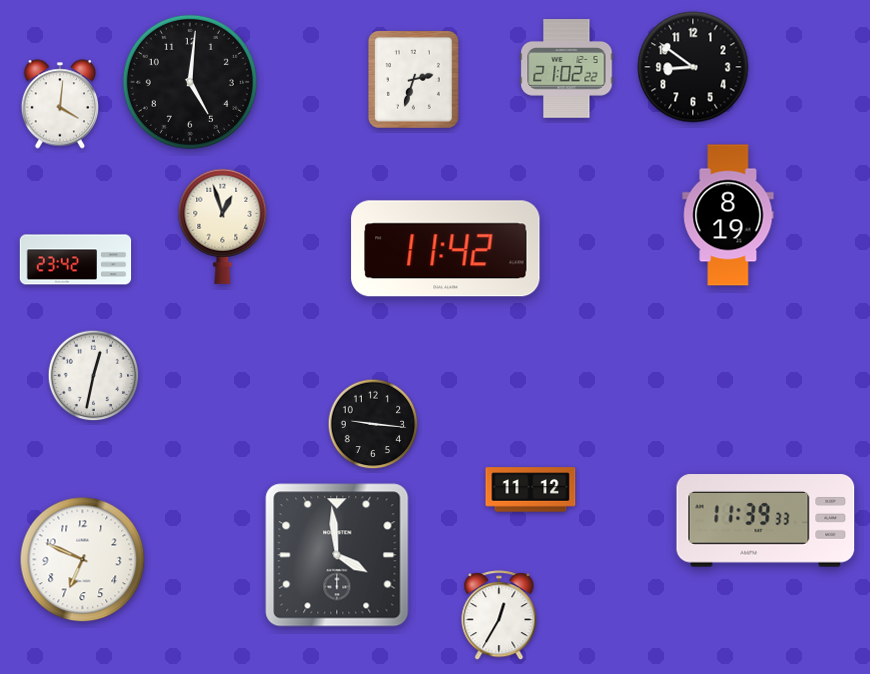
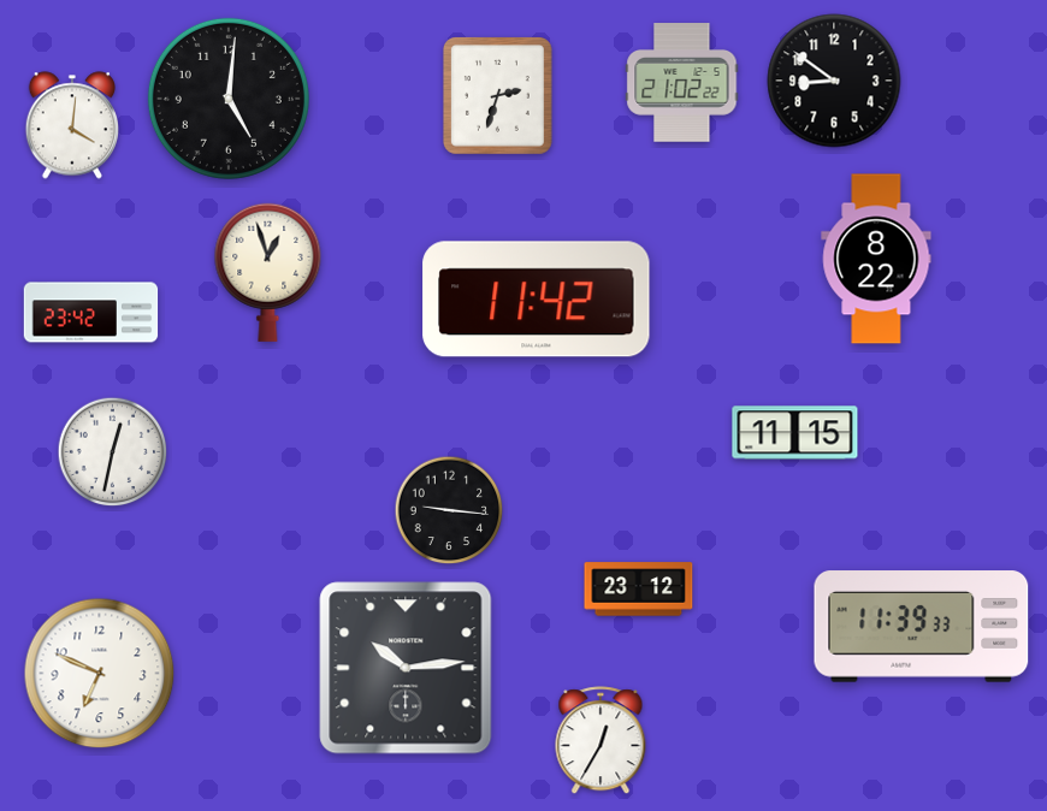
clock at (728, 215): 8:19 -> 8:22
clock at (795, 433): none -> 11:15
clock at (531, 490): 11:12 -> 23:12
clock at (337, 555): 3:59 -> 10:14
